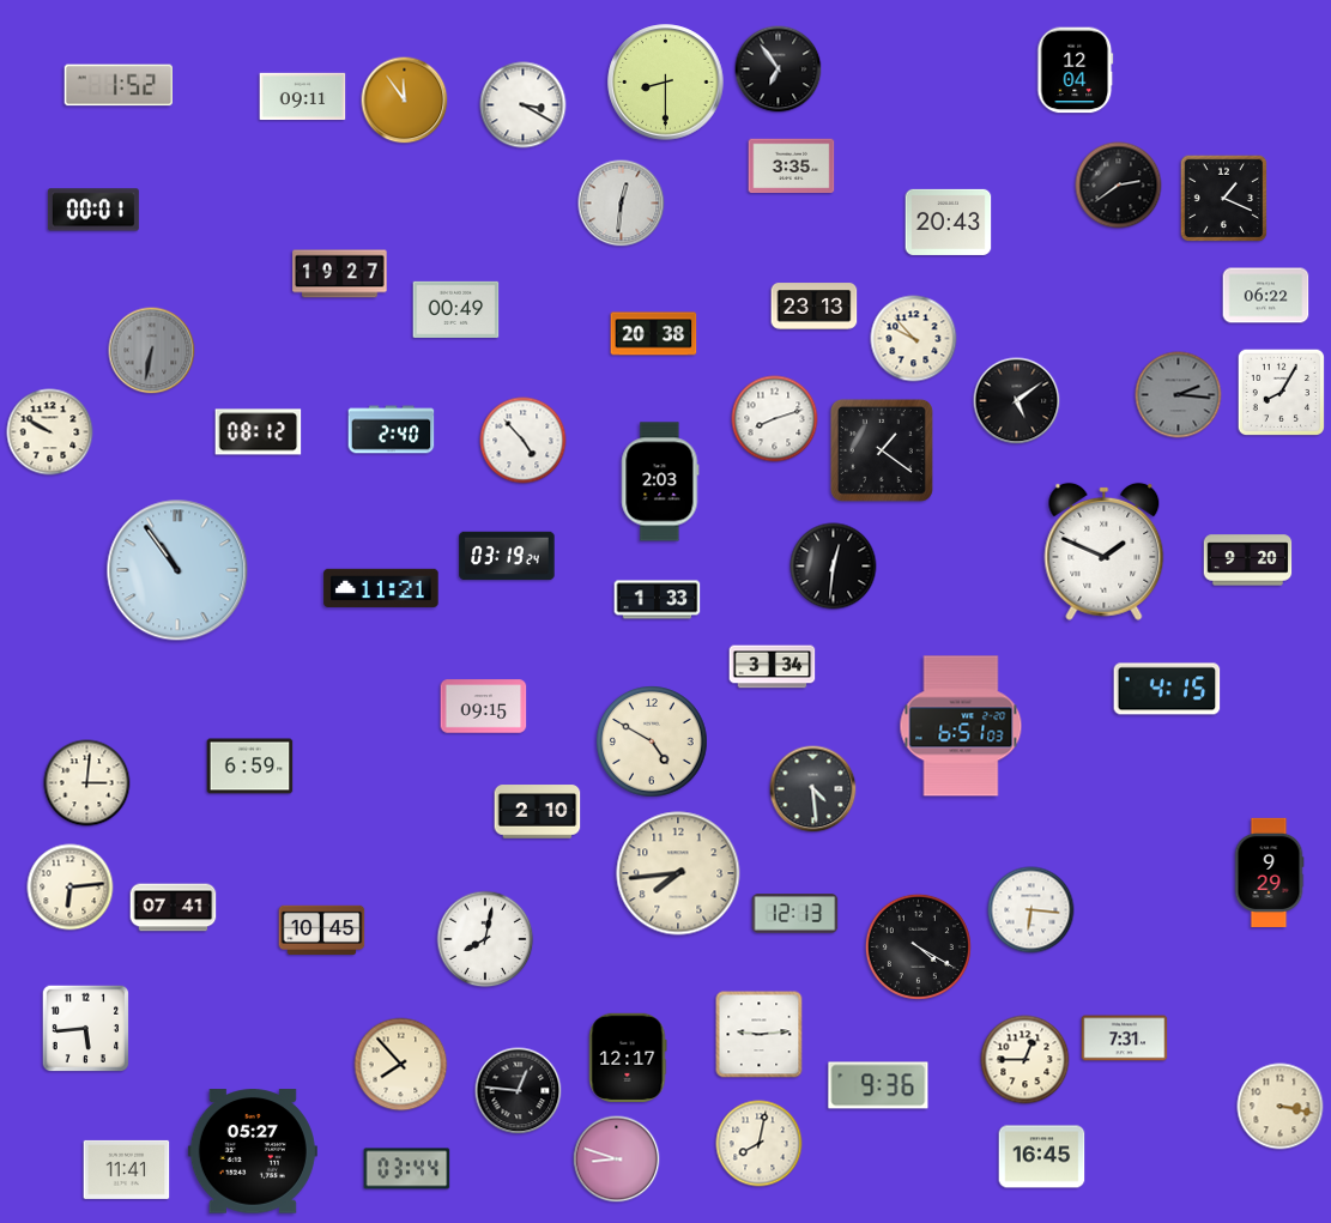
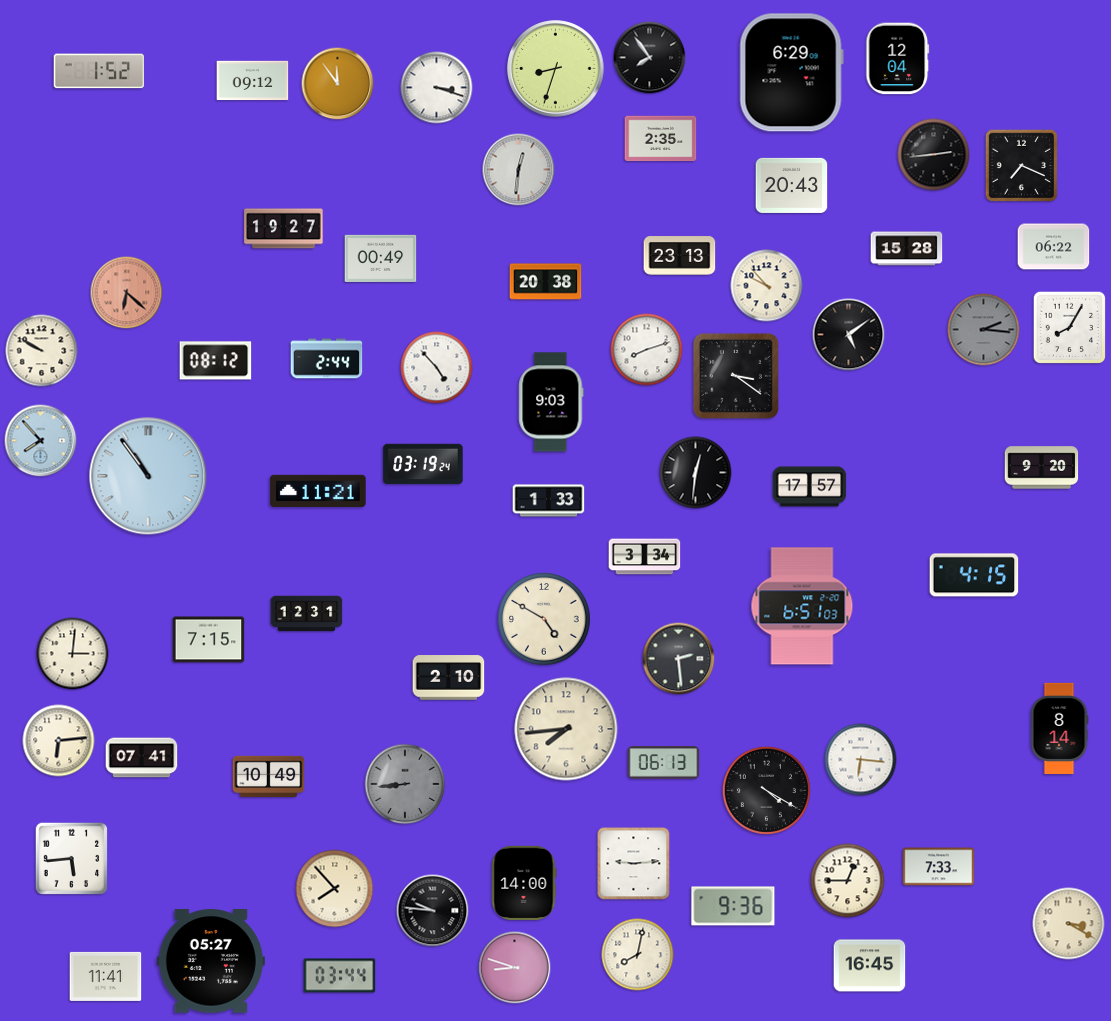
clock at (779, 69): 6:54 -> 7:54
clock at (666, 83): 8:30 -> 8:33
clock at (791, 73): none -> 6:29
clock at (303, 97): 09:11 -> 09:12
clock at (524, 105): 3:20 -> 3:18
clock at (792, 167): 3:35 -> 2:35
clock at (1119, 186): 2:39 -> 2:44
clock at (1224, 199): 1:19 -> 7:19
clock at (93, 210): 00:01 -> none
clock at (1266, 296) position: (1266, 296) -> (1054, 247)
clock at (907, 249): none -> 15:28
clock at (654, 334) position: (654, 334) -> (546, 282)
clock at (914, 339) position: (914, 339) -> (767, 286)
clock at (152, 351): 6:32 -> 6:22
clock at (152, 351) dial: grey -> salmon
clock at (392, 430): 2:40 -> 2:44
clock at (50, 432) position: (50, 432) -> (42, 351)
clock at (882, 450): 1:21 -> 3:21
clock at (660, 482): 2:03 -> 9:03
clock at (41, 441): none -> 7:53
clock at (1105, 551): 1:49 -> none
clock at (810, 487): none -> 17:57
clock at (484, 707): 09:15 -> none
clock at (307, 614): none -> 12:31
clock at (250, 767): 6:59 -> 7:15
clock at (813, 789): 4:29 -> 2:29
clock at (1269, 872): 9:29 -> 8:14
clock at (174, 908) position: (174, 908) -> (142, 758)
clock at (795, 914): 12:13 -> 06:13
clock at (322, 930): 10:45 -> 10:49
clock at (485, 939): 8:02 -> 8:44
clock at (485, 939) dial: white -> grey
clock at (1125, 1039): 7:31 -> 7:33
clock at (628, 1058): 12:17 -> 14:00
clock at (1026, 1060) position: (1026, 1060) -> (848, 881)
clock at (519, 1091): 12:46 -> 9:46
clock at (1281, 1107): 3:17 -> 3:20
clock at (760, 1144) position: (760, 1144) -> (638, 955)
